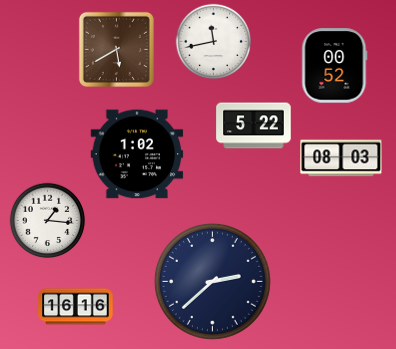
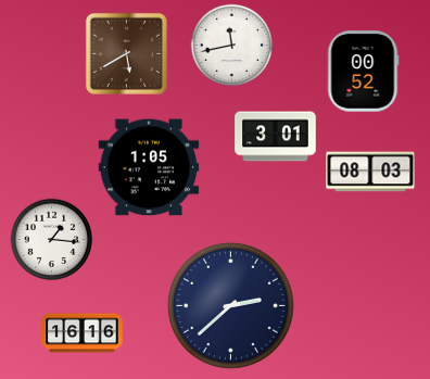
clock at (254, 126): 5:22 -> 3:01
clock at (137, 154): 1:02 -> 1:05
